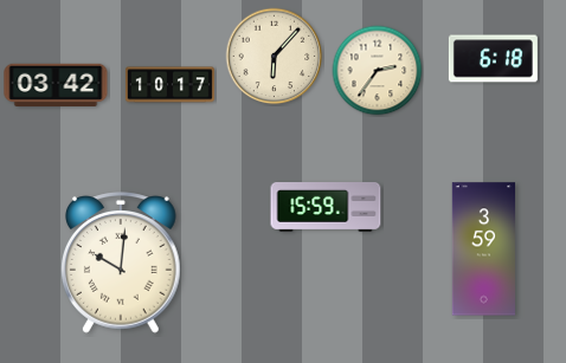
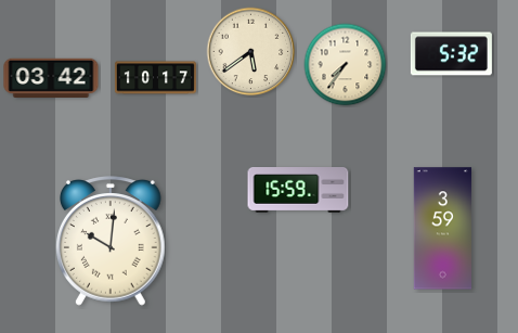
clock at (275, 57): 6:07 -> 5:39
clock at (493, 59): 6:18 -> 5:32
clock at (378, 71): 2:36 -> 7:36
